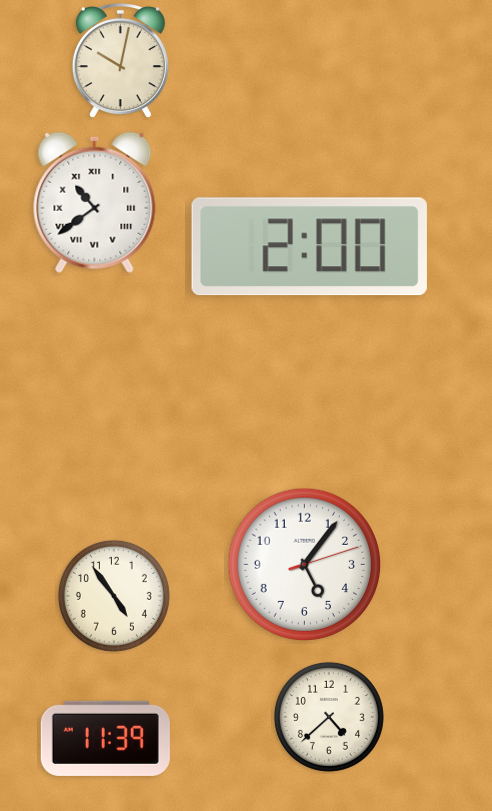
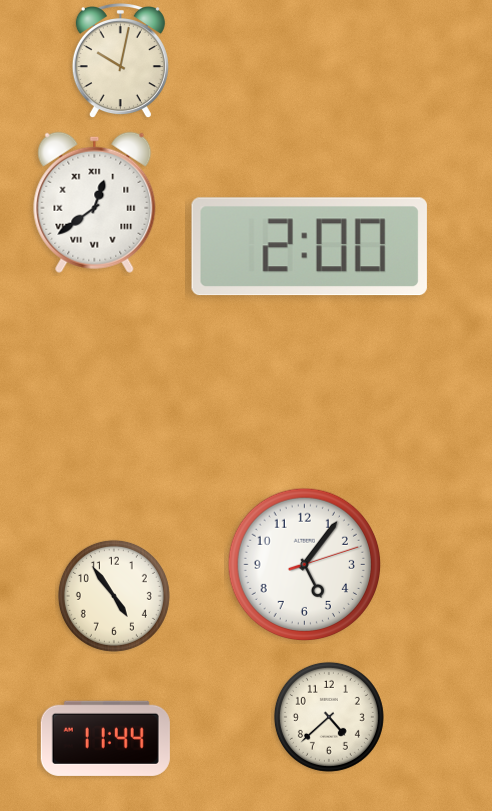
clock at (95, 202): 10:39 -> 12:39
clock at (105, 738): 11:39 -> 11:44
